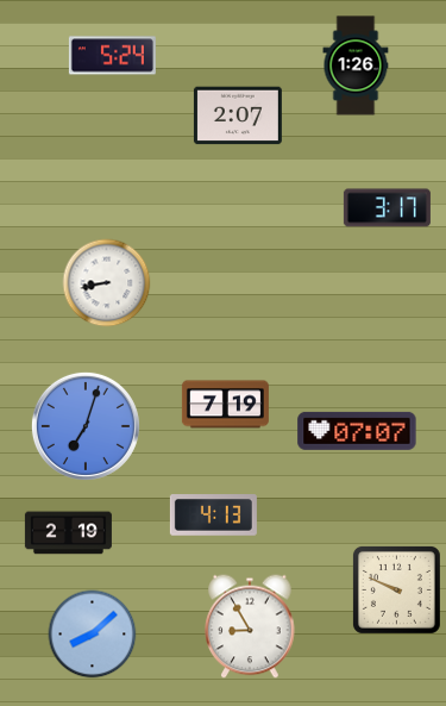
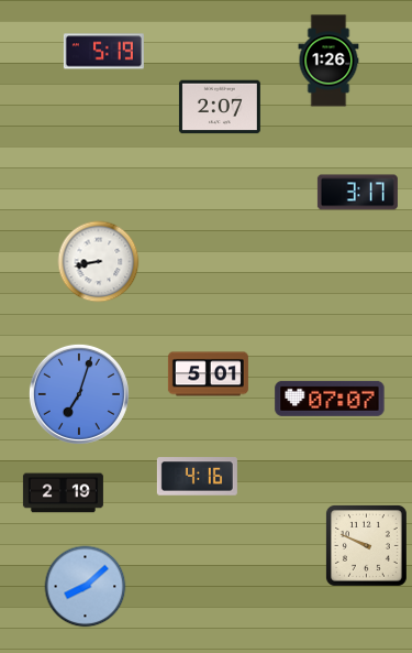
clock at (112, 56): 5:24 -> 5:19
clock at (225, 405): 7:19 -> 5:01
clock at (213, 516): 4:13 -> 4:16
clock at (250, 626): 8:55 -> none
